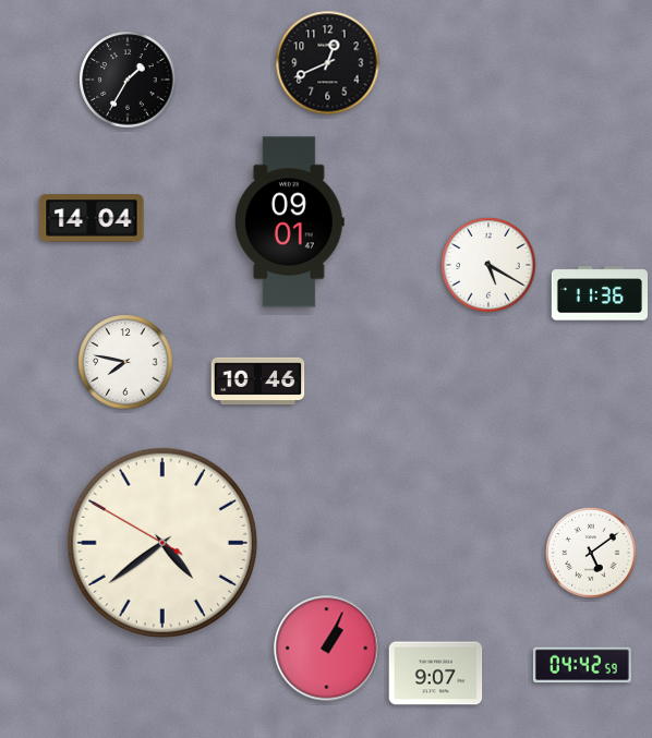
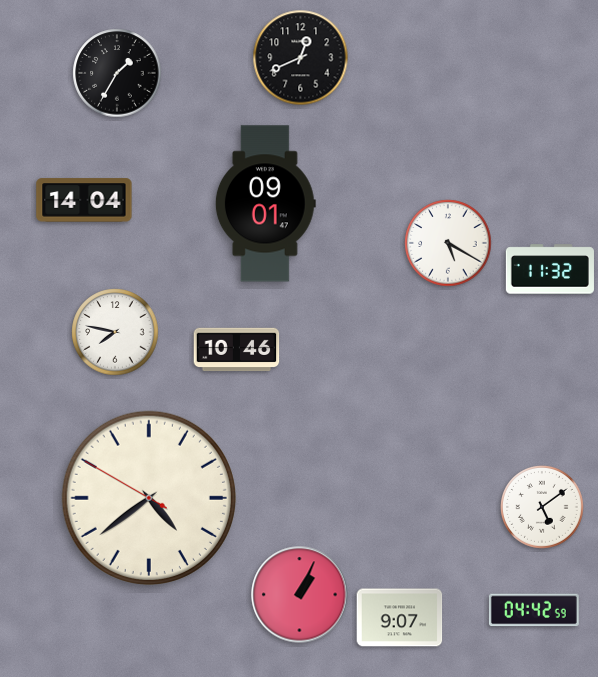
clock at (600, 293): 11:36 -> 11:32
